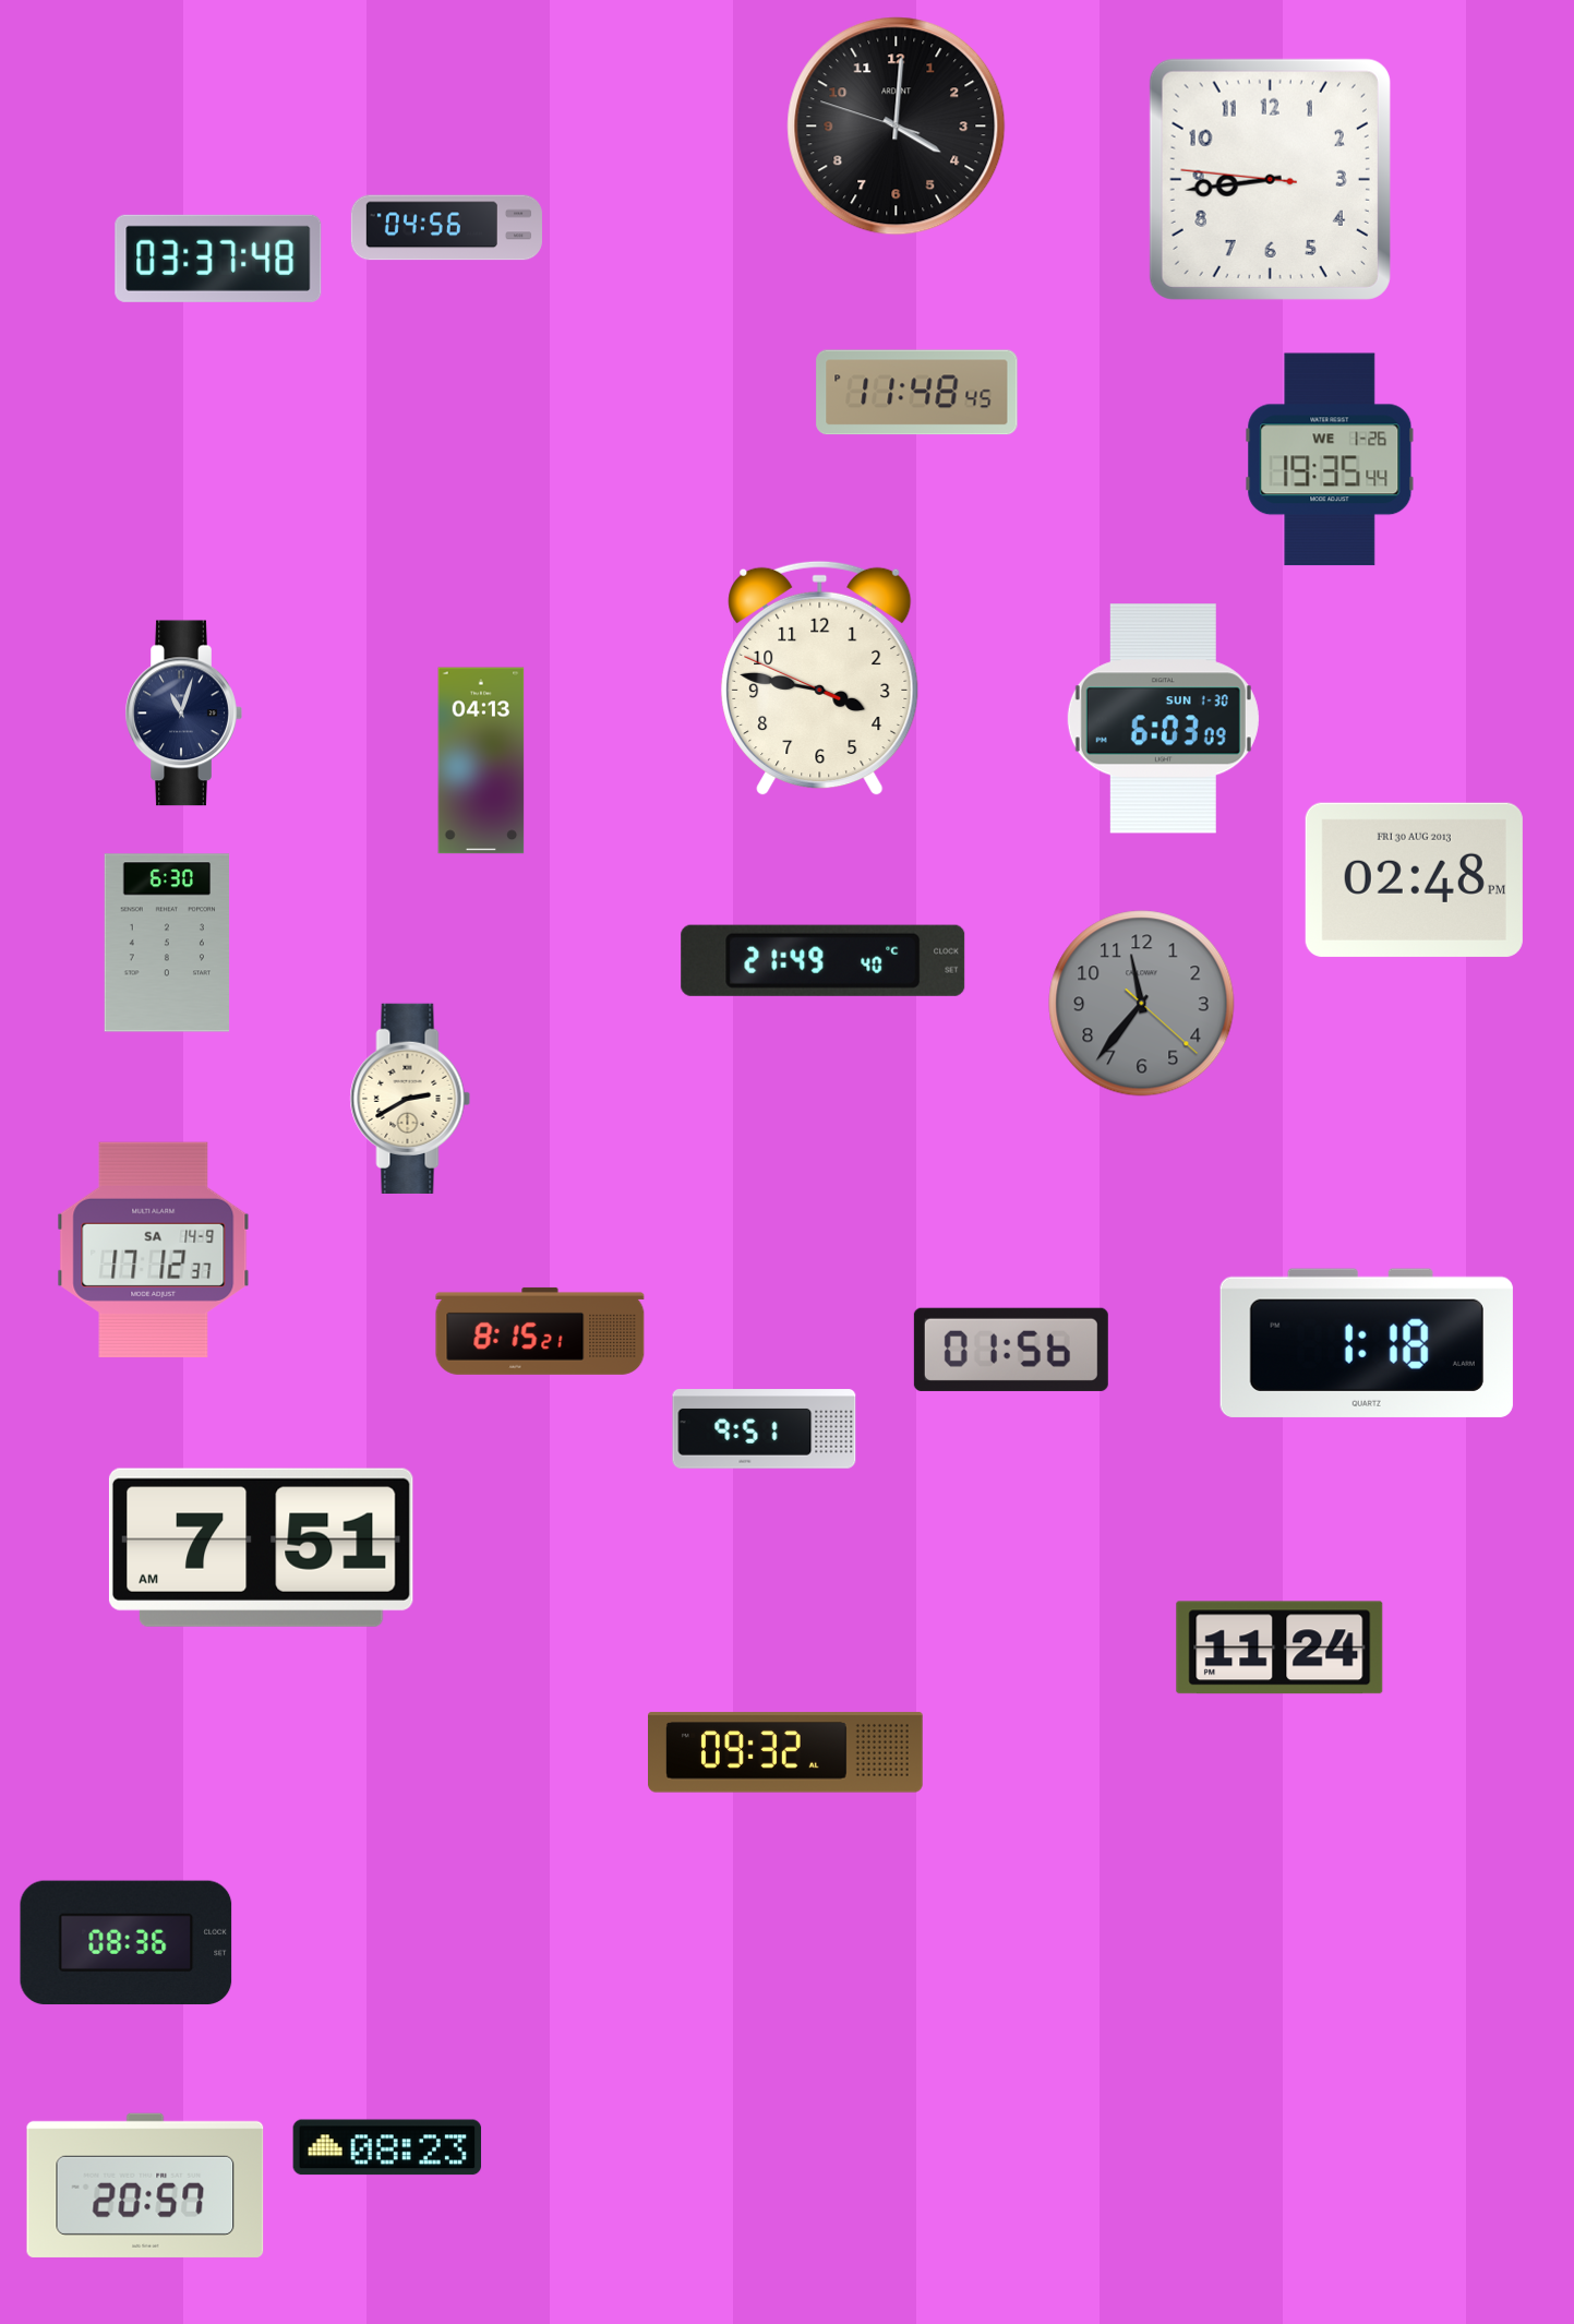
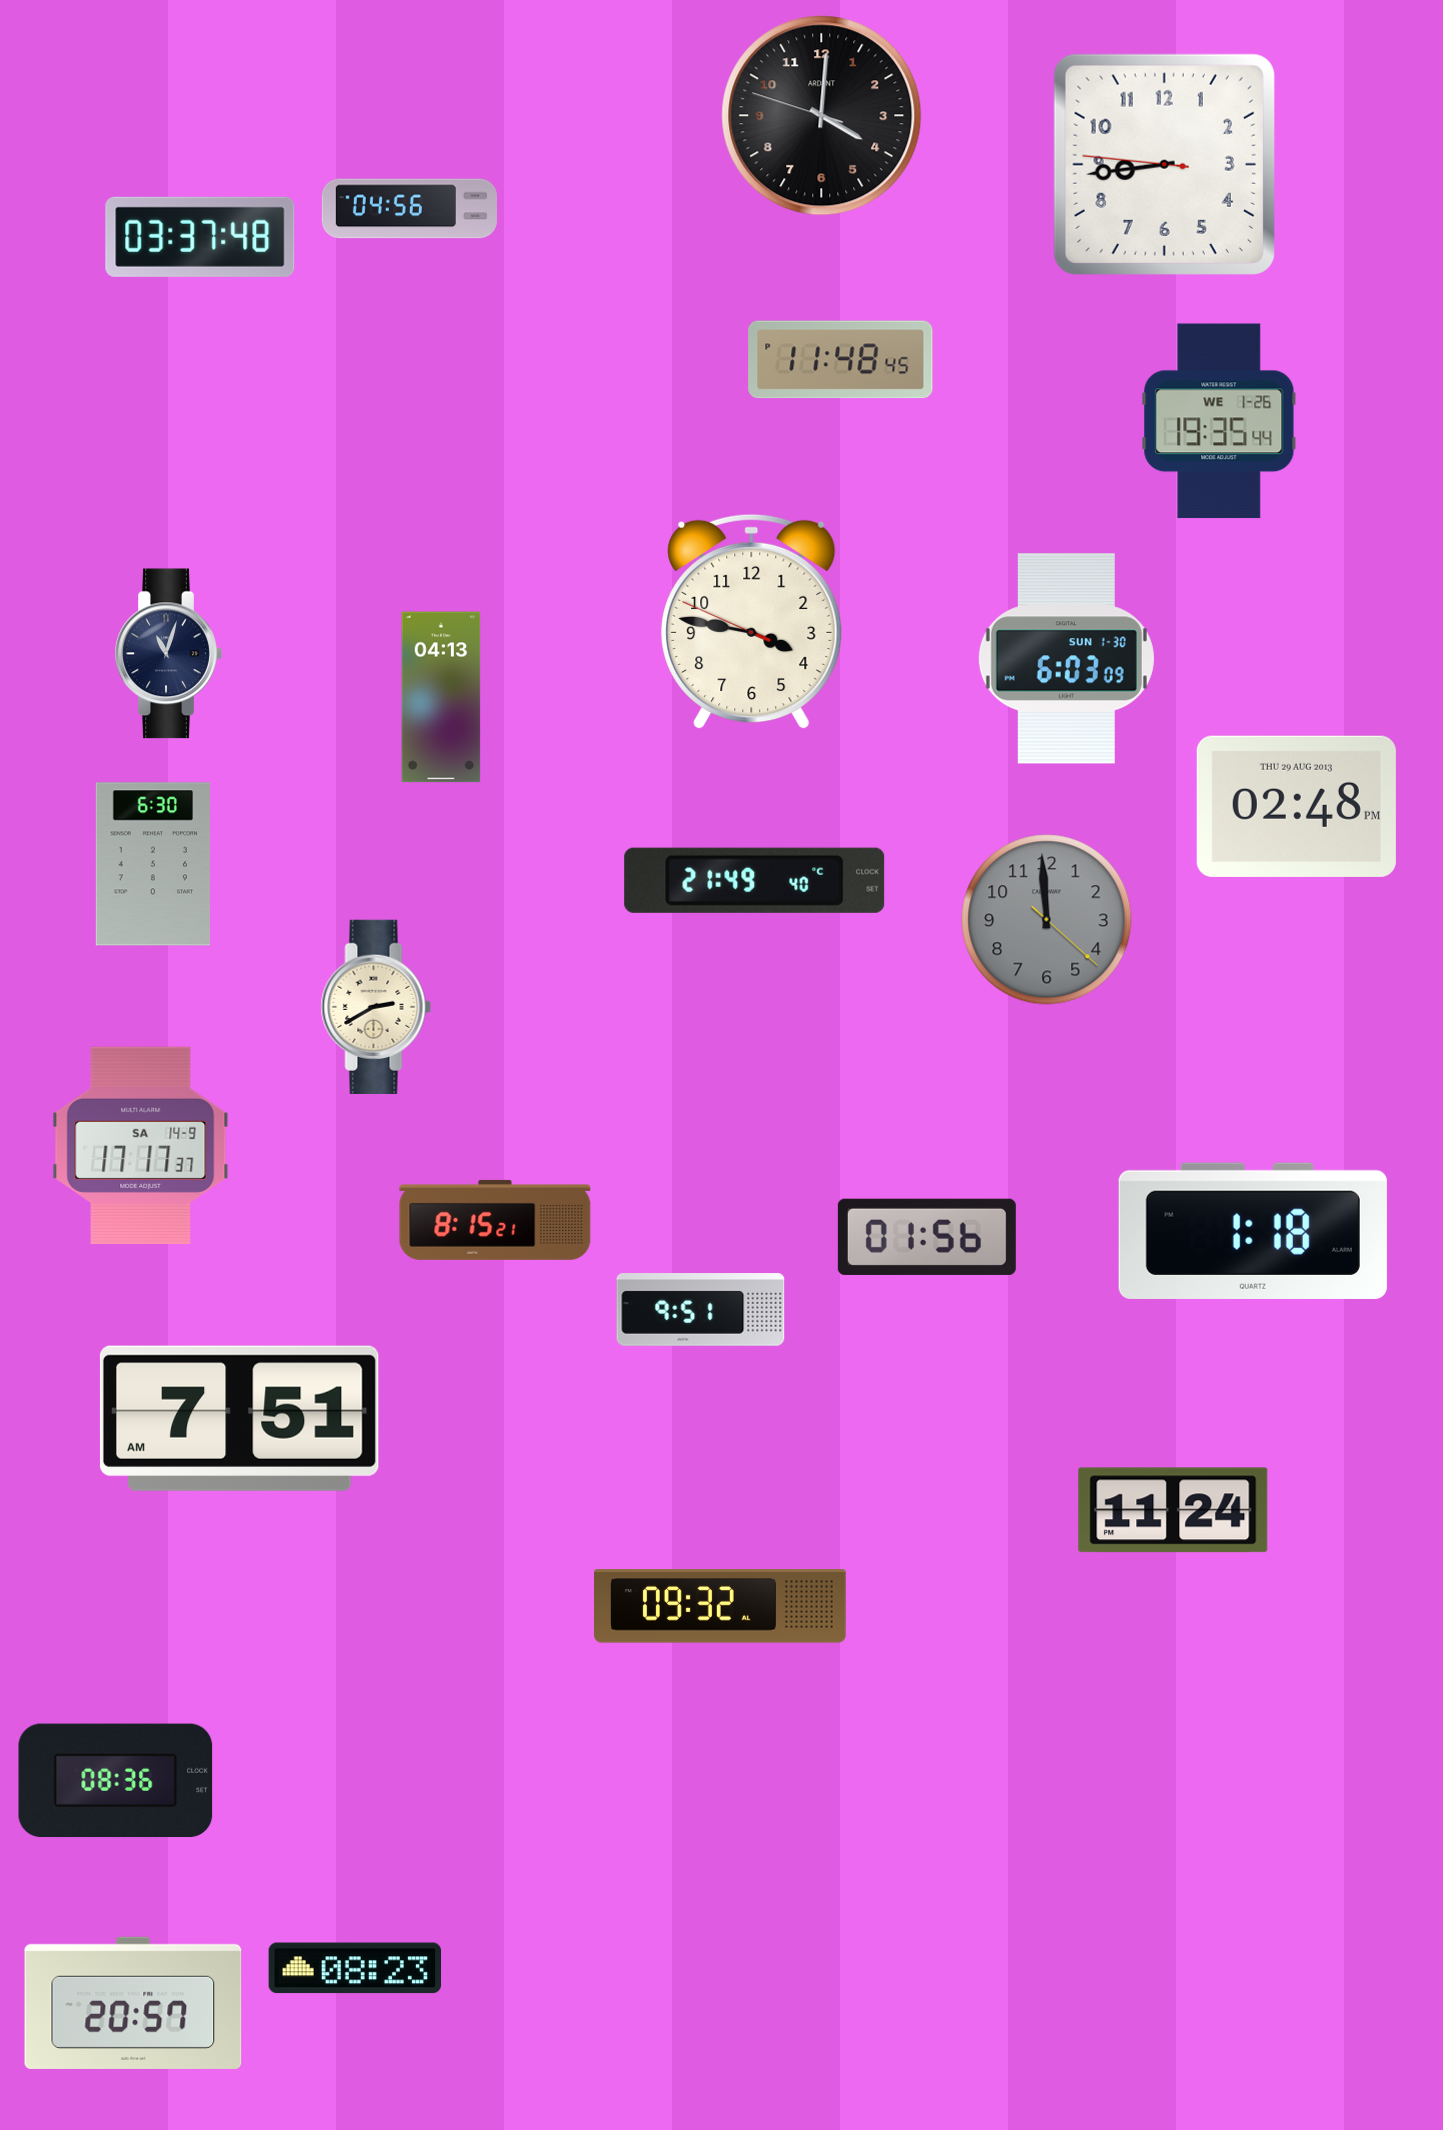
clock at (1414, 879) date: FRI 30 AUG 2013 -> THU 29 AUG 2013
clock at (1142, 1004): 11:36 -> 11:59
clock at (154, 1249): 17:12 -> 17:17
